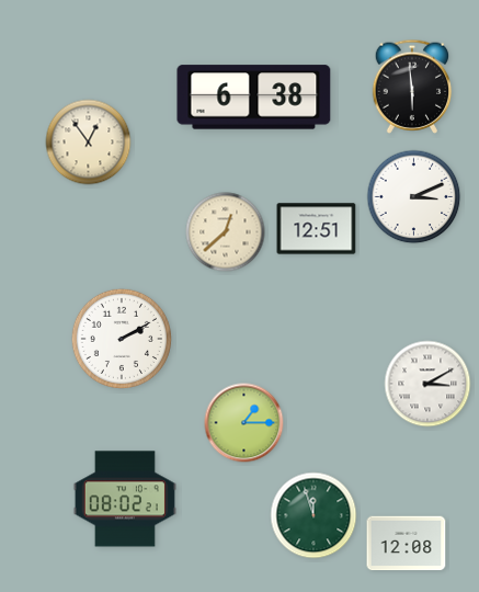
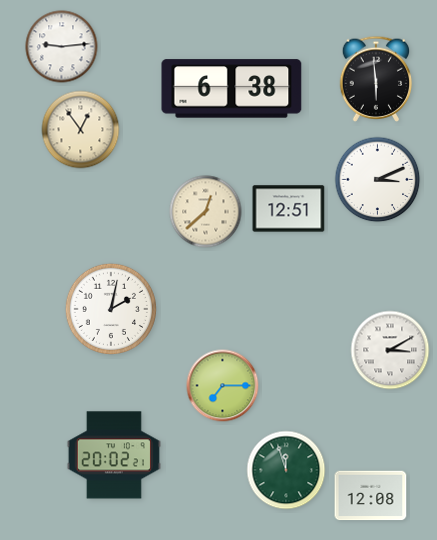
clock at (62, 47): none -> 9:14
clock at (122, 339): 2:10 -> 2:02
clock at (244, 423): 1:15 -> 7:15
clock at (125, 499): 08:02 -> 20:02
